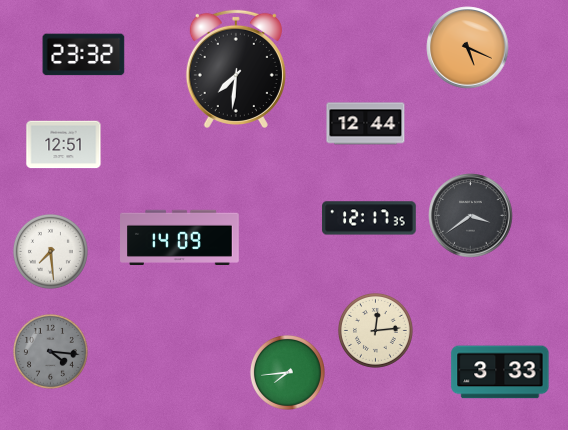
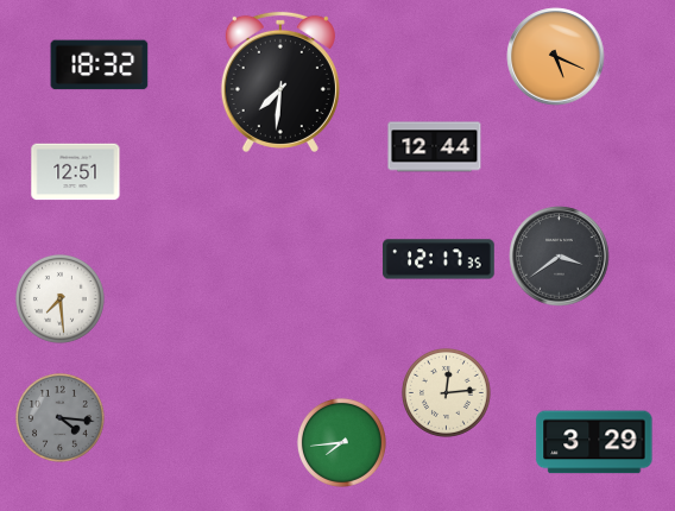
clock at (84, 55): 23:32 -> 18:32
clock at (180, 237): 14:09 -> none
clock at (500, 372): 3:33 -> 3:29
